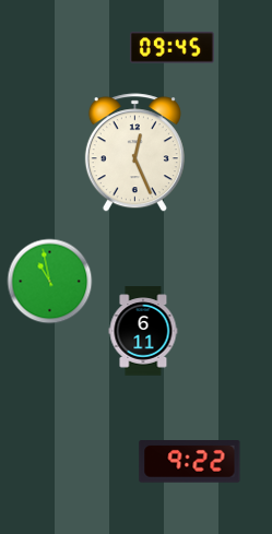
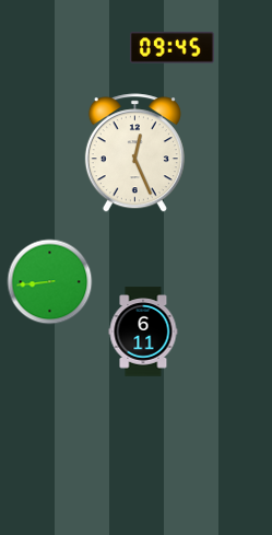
clock at (49, 281): 10:58 -> 8:44
clock at (190, 462): 9:22 -> none
